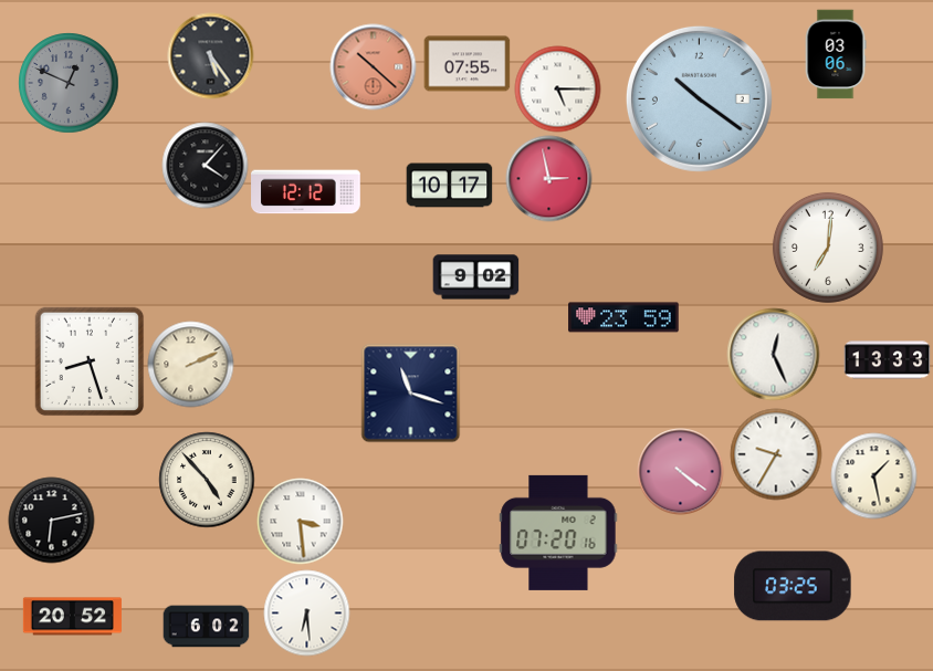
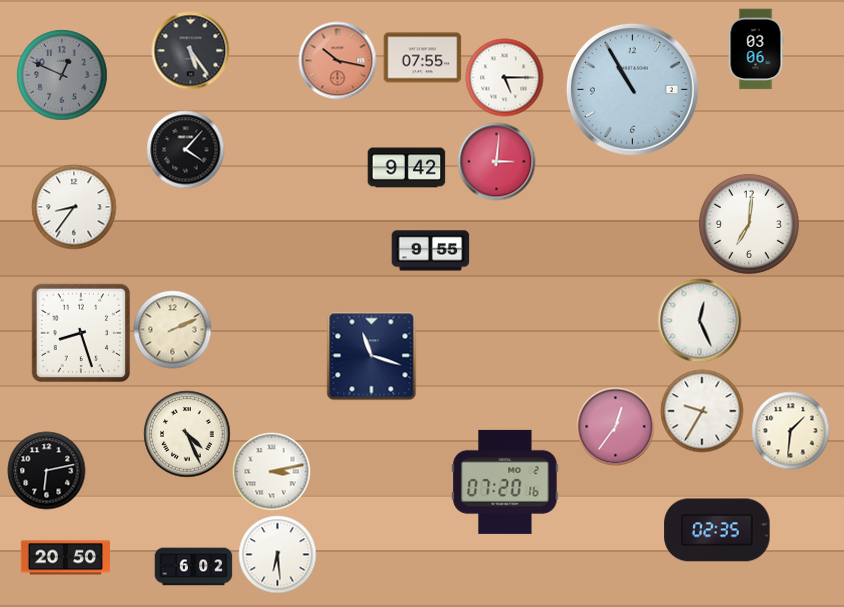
clock at (373, 66): 10:22 -> 10:17
clock at (557, 88) position: (557, 88) -> (504, 77)
clock at (699, 98): 10:21 -> 10:55
clock at (548, 178): 2:58 -> 3:01
clock at (449, 186): 10:17 -> 9:42
clock at (306, 192): 12:12 -> none
clock at (74, 207): none -> 8:36
clock at (475, 277): 9:02 -> 9:55
clock at (623, 317): 23:59 -> none
clock at (887, 360): 13:33 -> none
clock at (90, 361) position: (90, 361) -> (81, 333)
clock at (680, 471): 4:21 -> 12:36
clock at (873, 475): 1:28 -> 1:31
clock at (207, 480): 4:53 -> 4:26
clock at (300, 521): 3:29 -> 3:13
clock at (793, 586): 03:25 -> 02:35
clock at (72, 617): 20:52 -> 20:50
clock at (206, 627) position: (206, 627) -> (193, 567)
